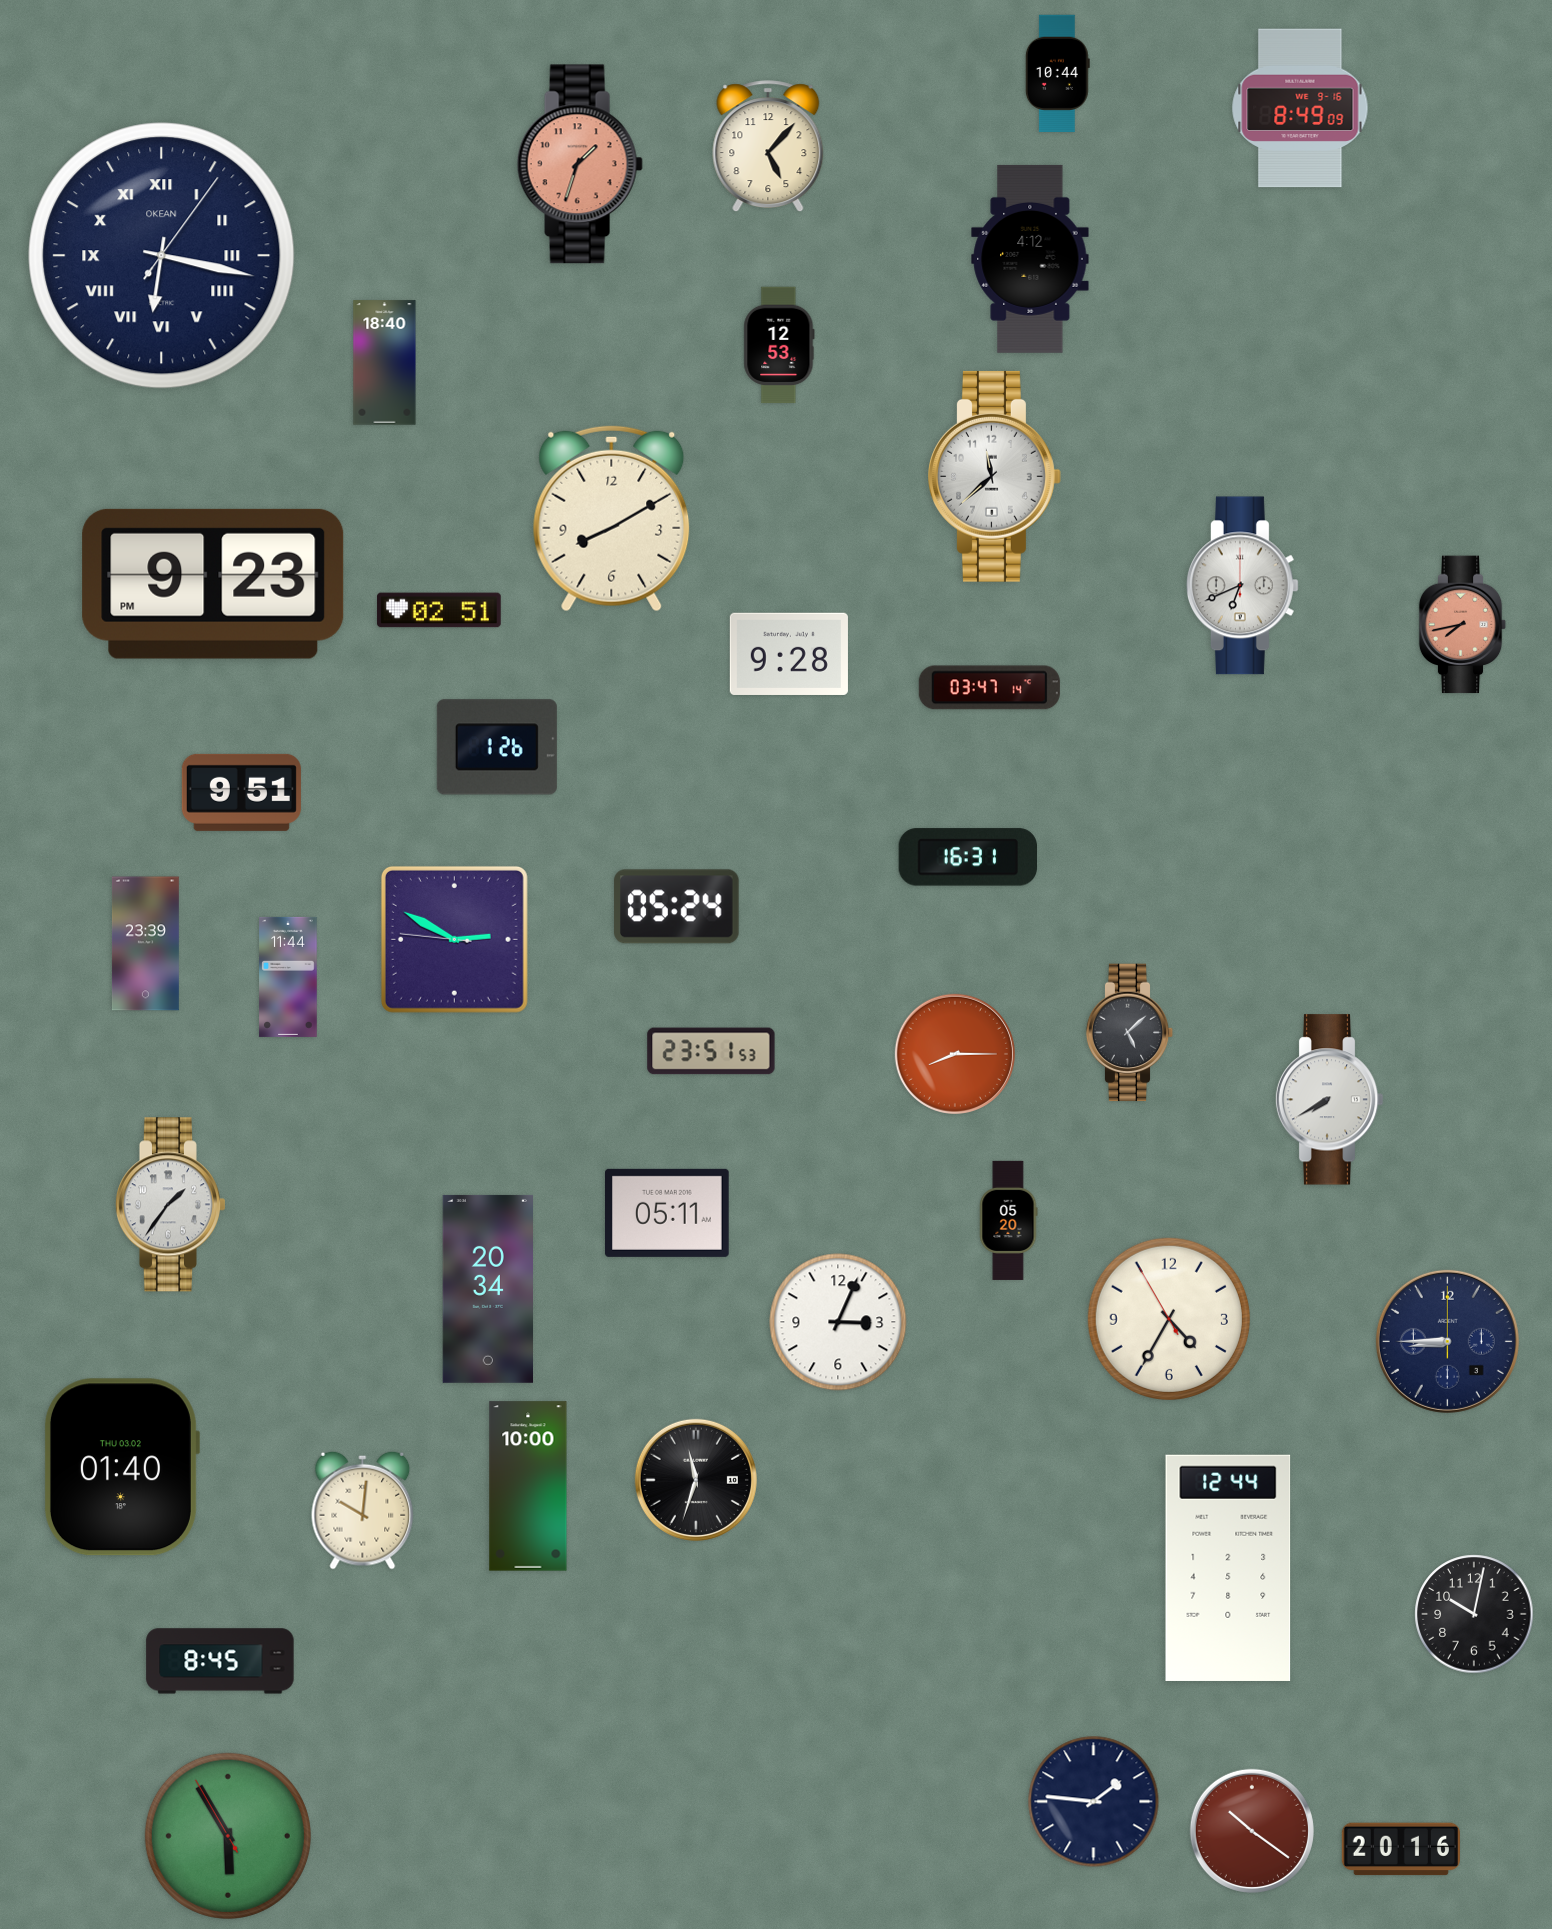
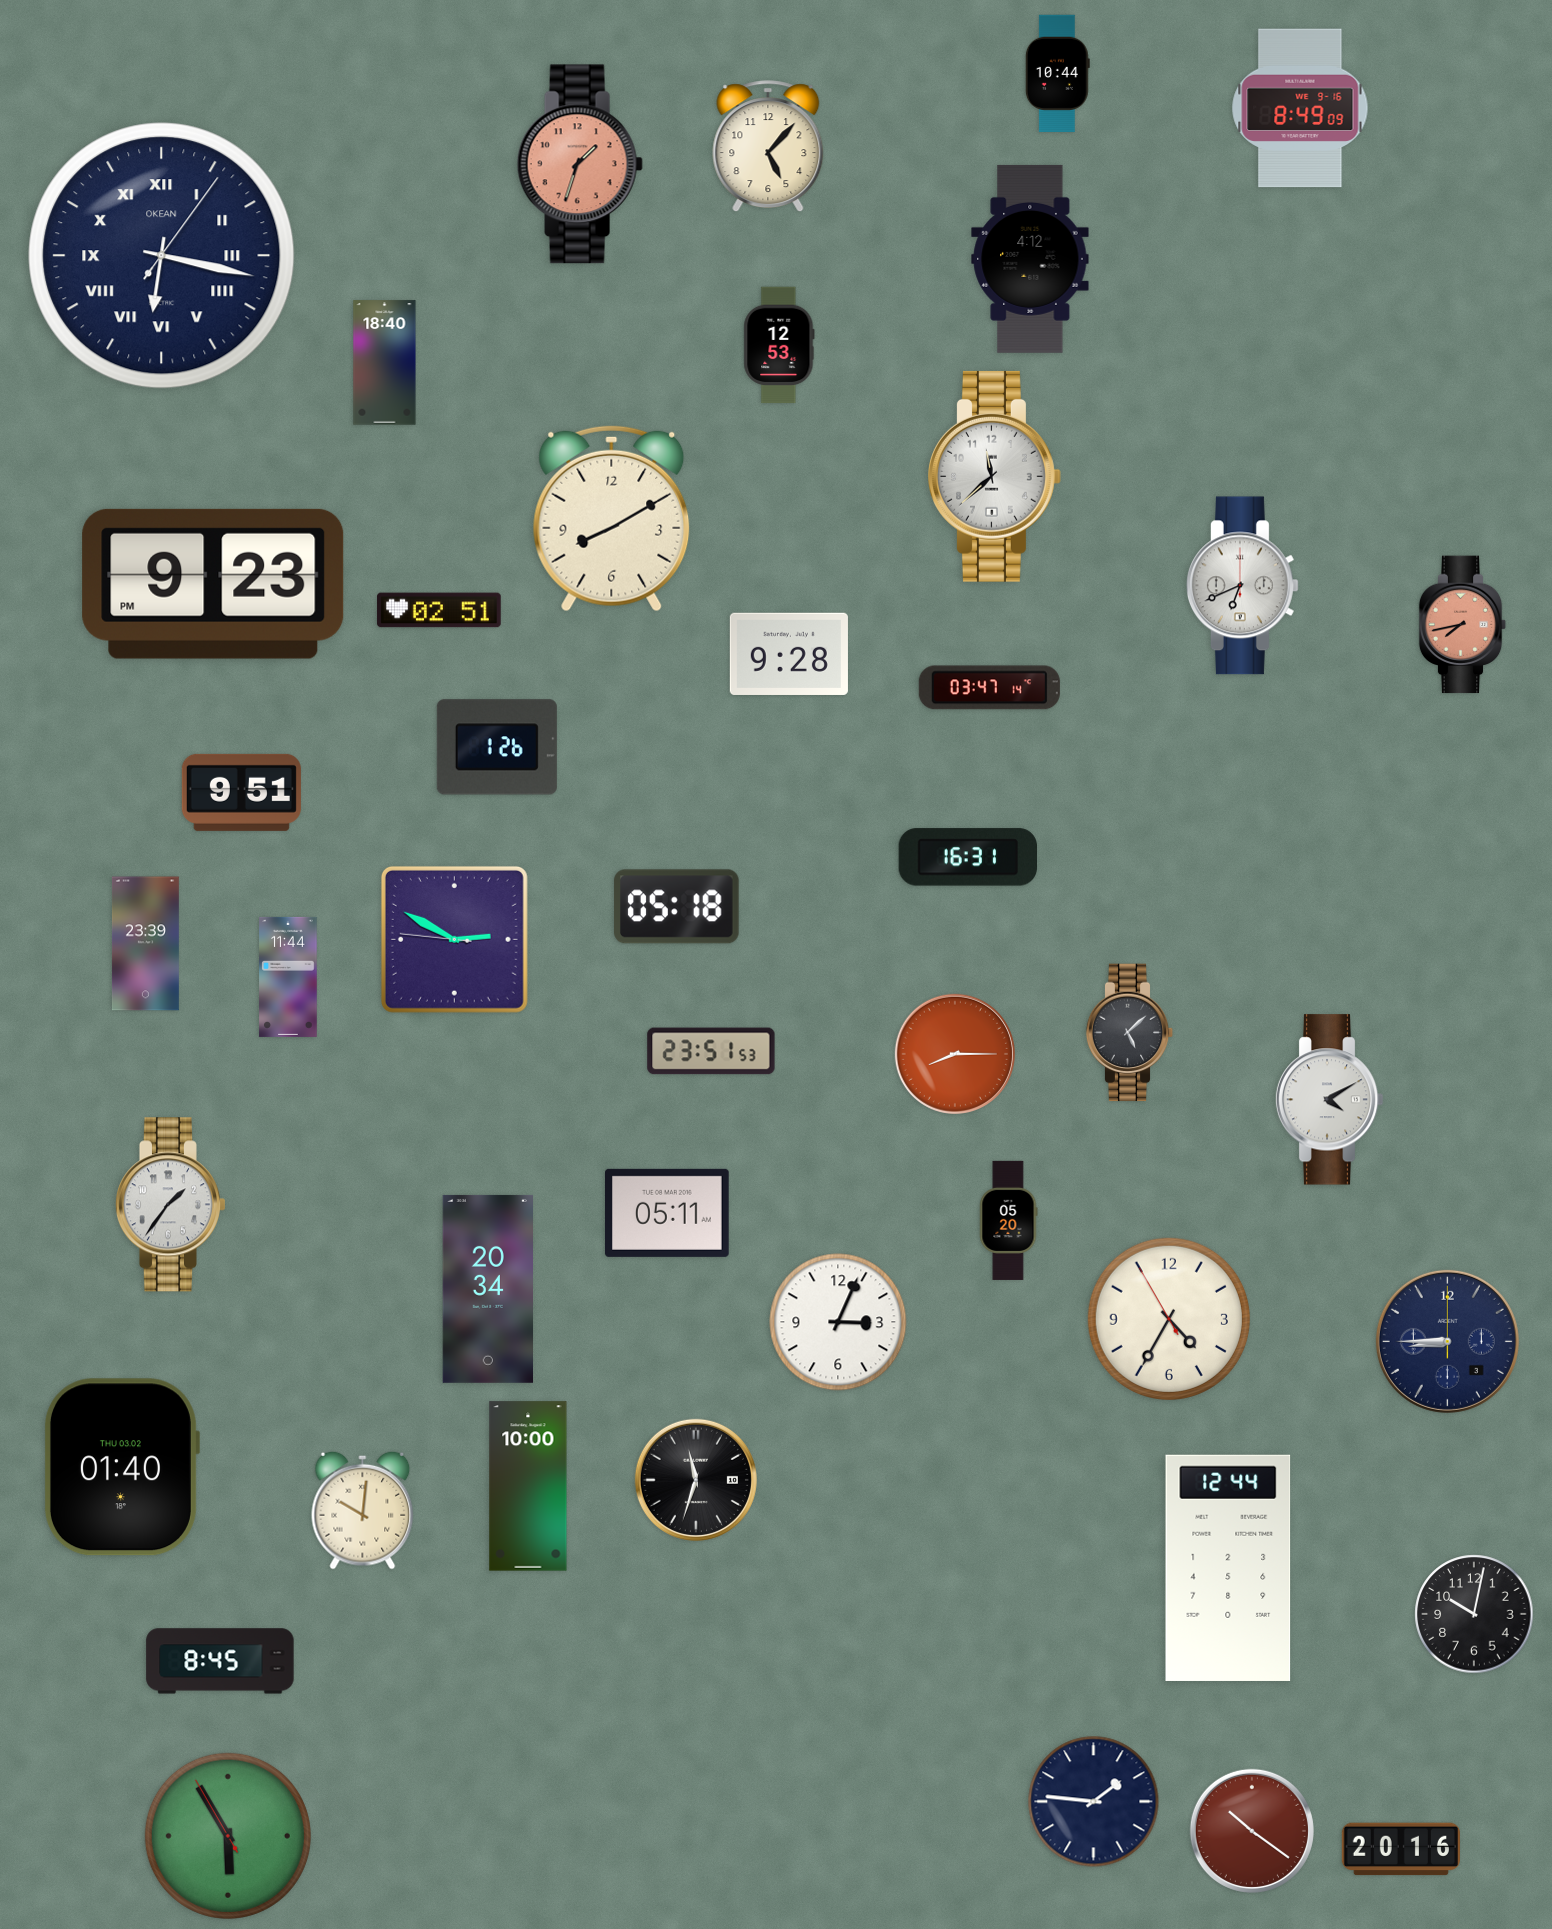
clock at (677, 907): 05:24 -> 05:18
clock at (1329, 1100): 7:40 -> 4:10
